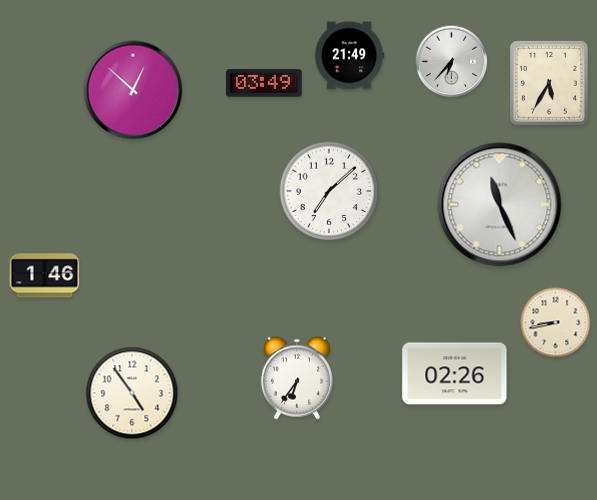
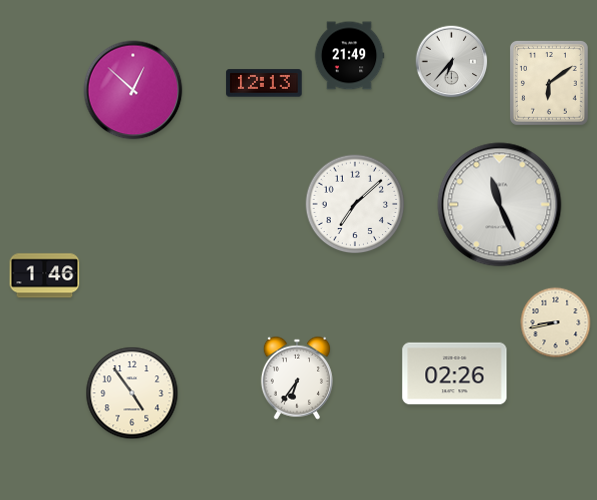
clock at (264, 83): 03:49 -> 12:13
clock at (549, 83): 5:35 -> 6:09
clock at (329, 191) position: (329, 191) -> (355, 204)
